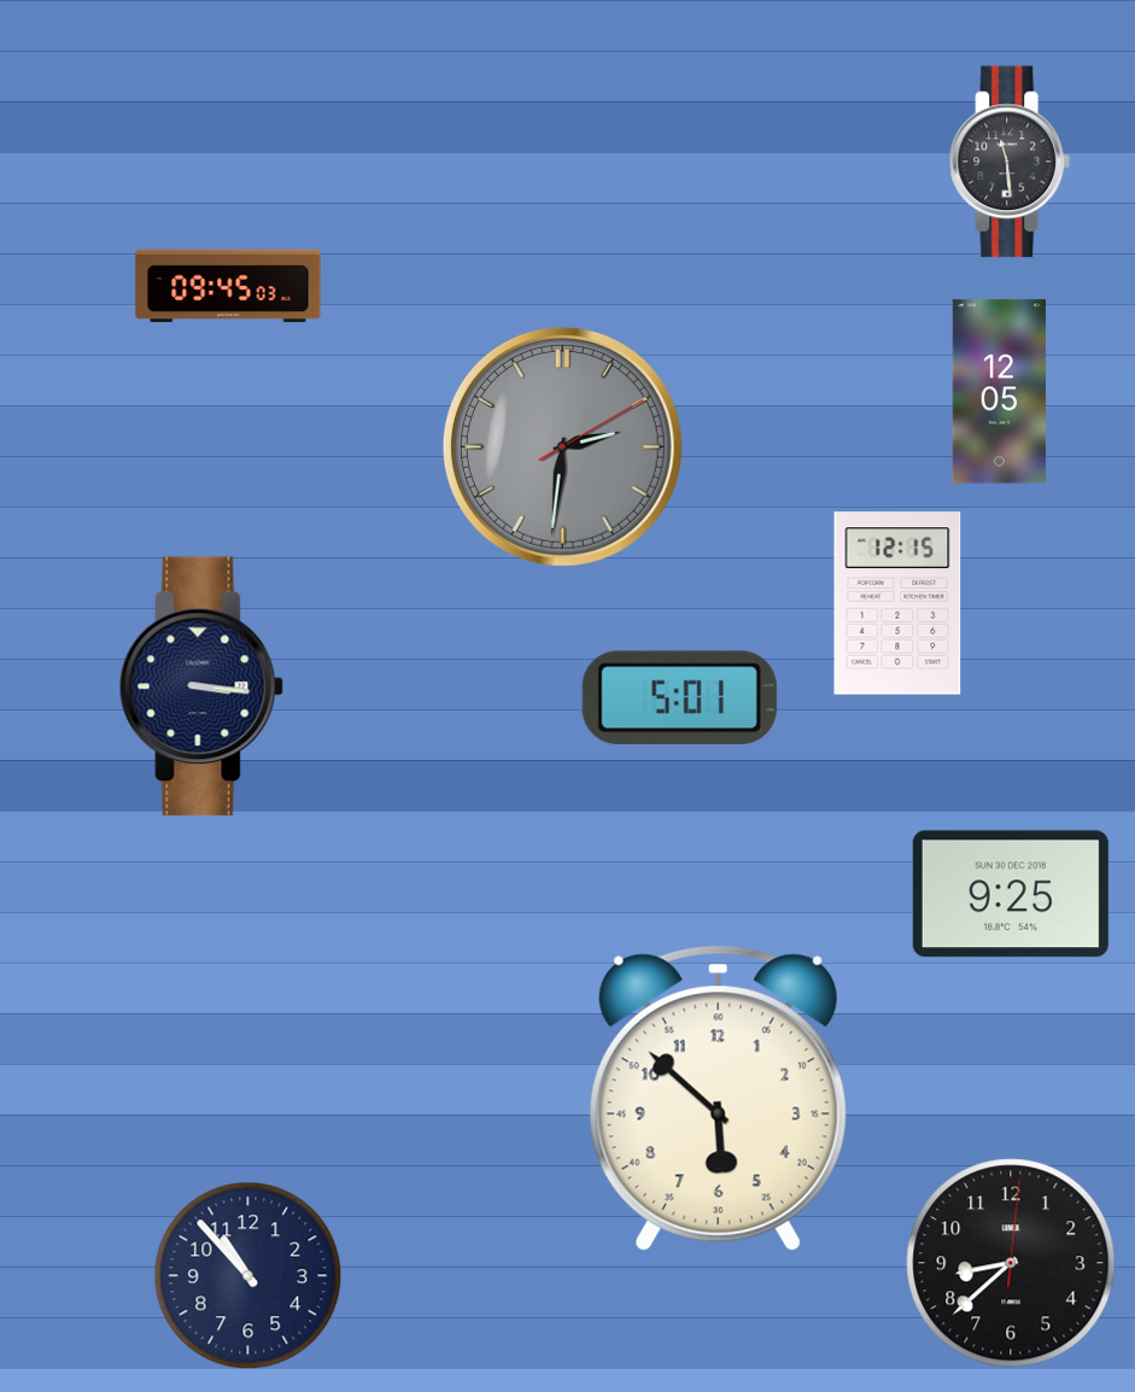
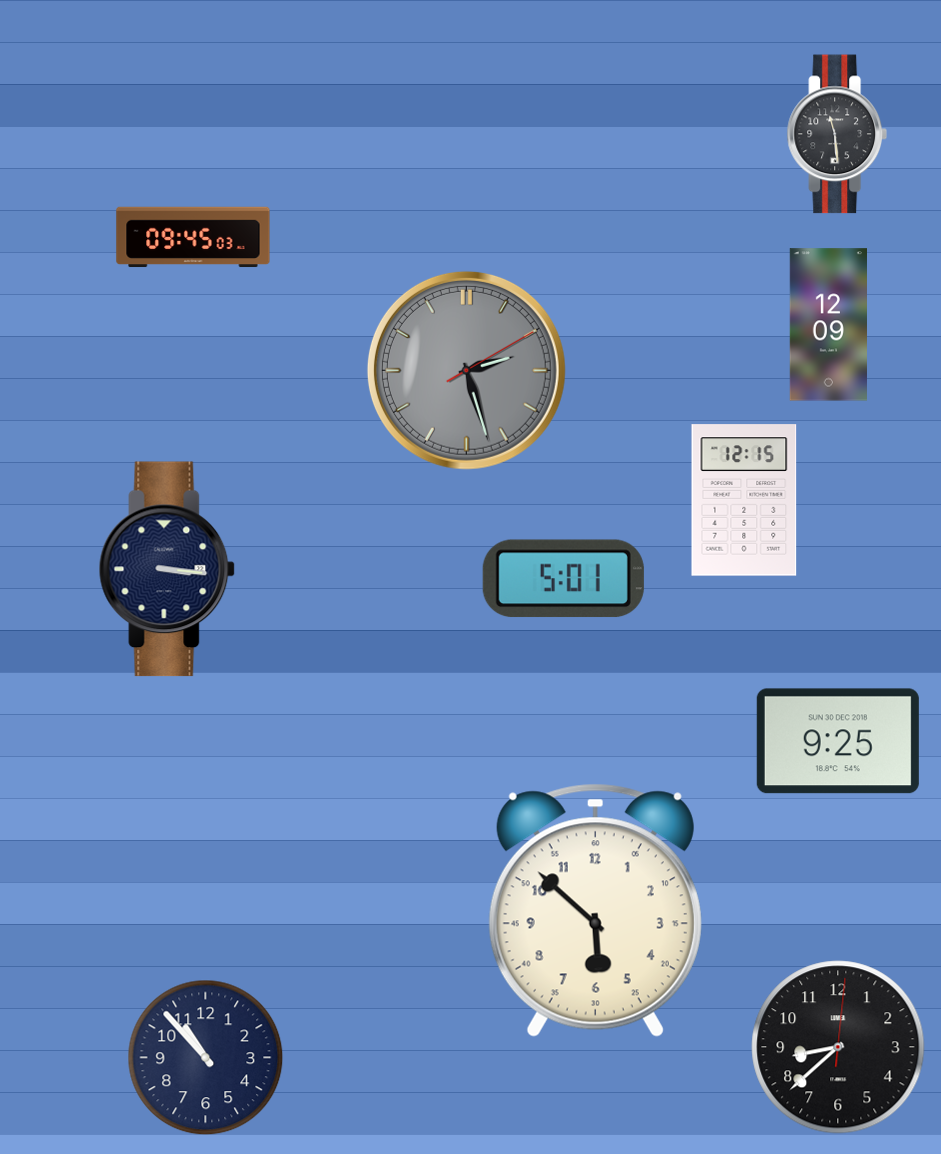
clock at (228, 286) position: (228, 286) -> (193, 237)
clock at (999, 392): 12:05 -> 12:09
clock at (562, 446): 2:31 -> 2:27
